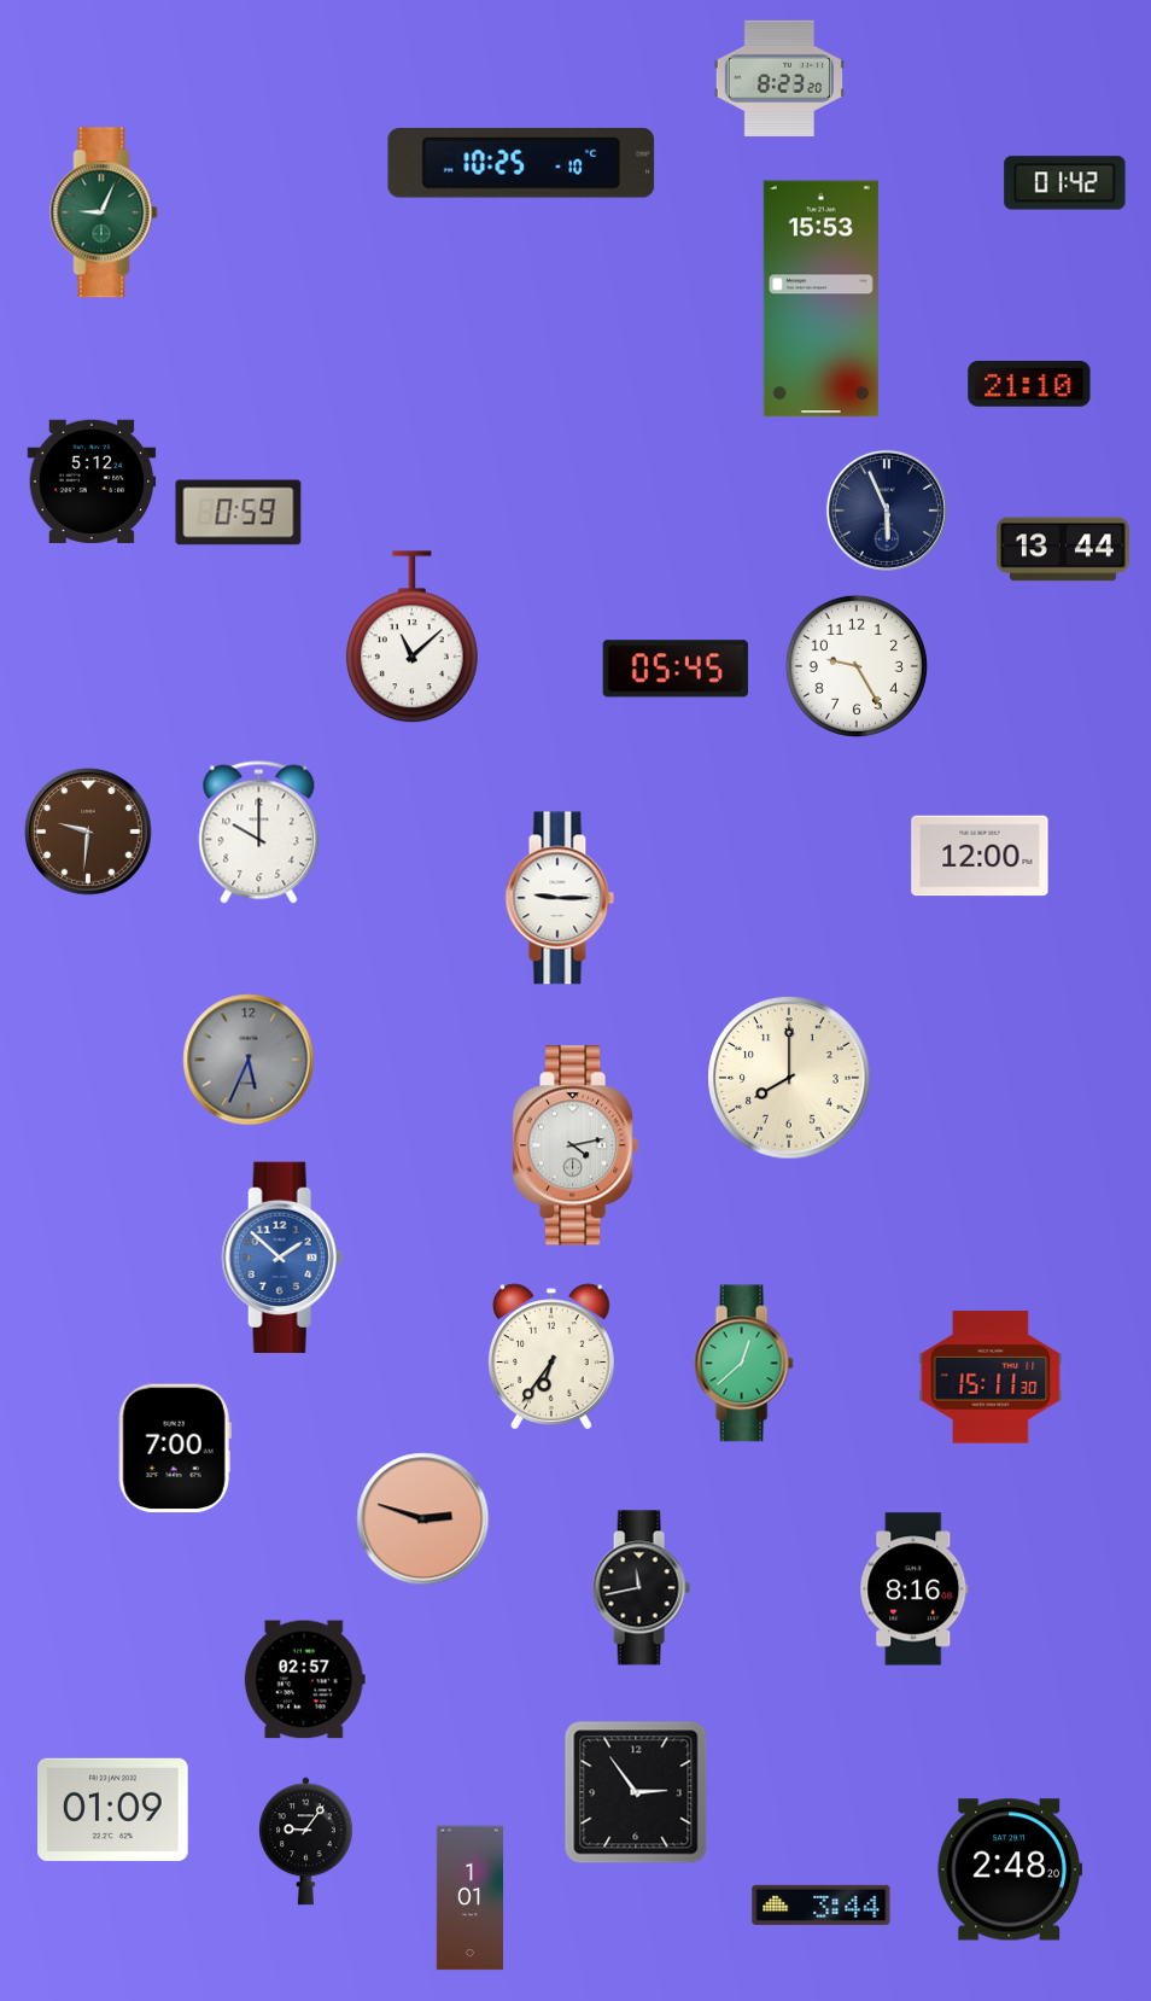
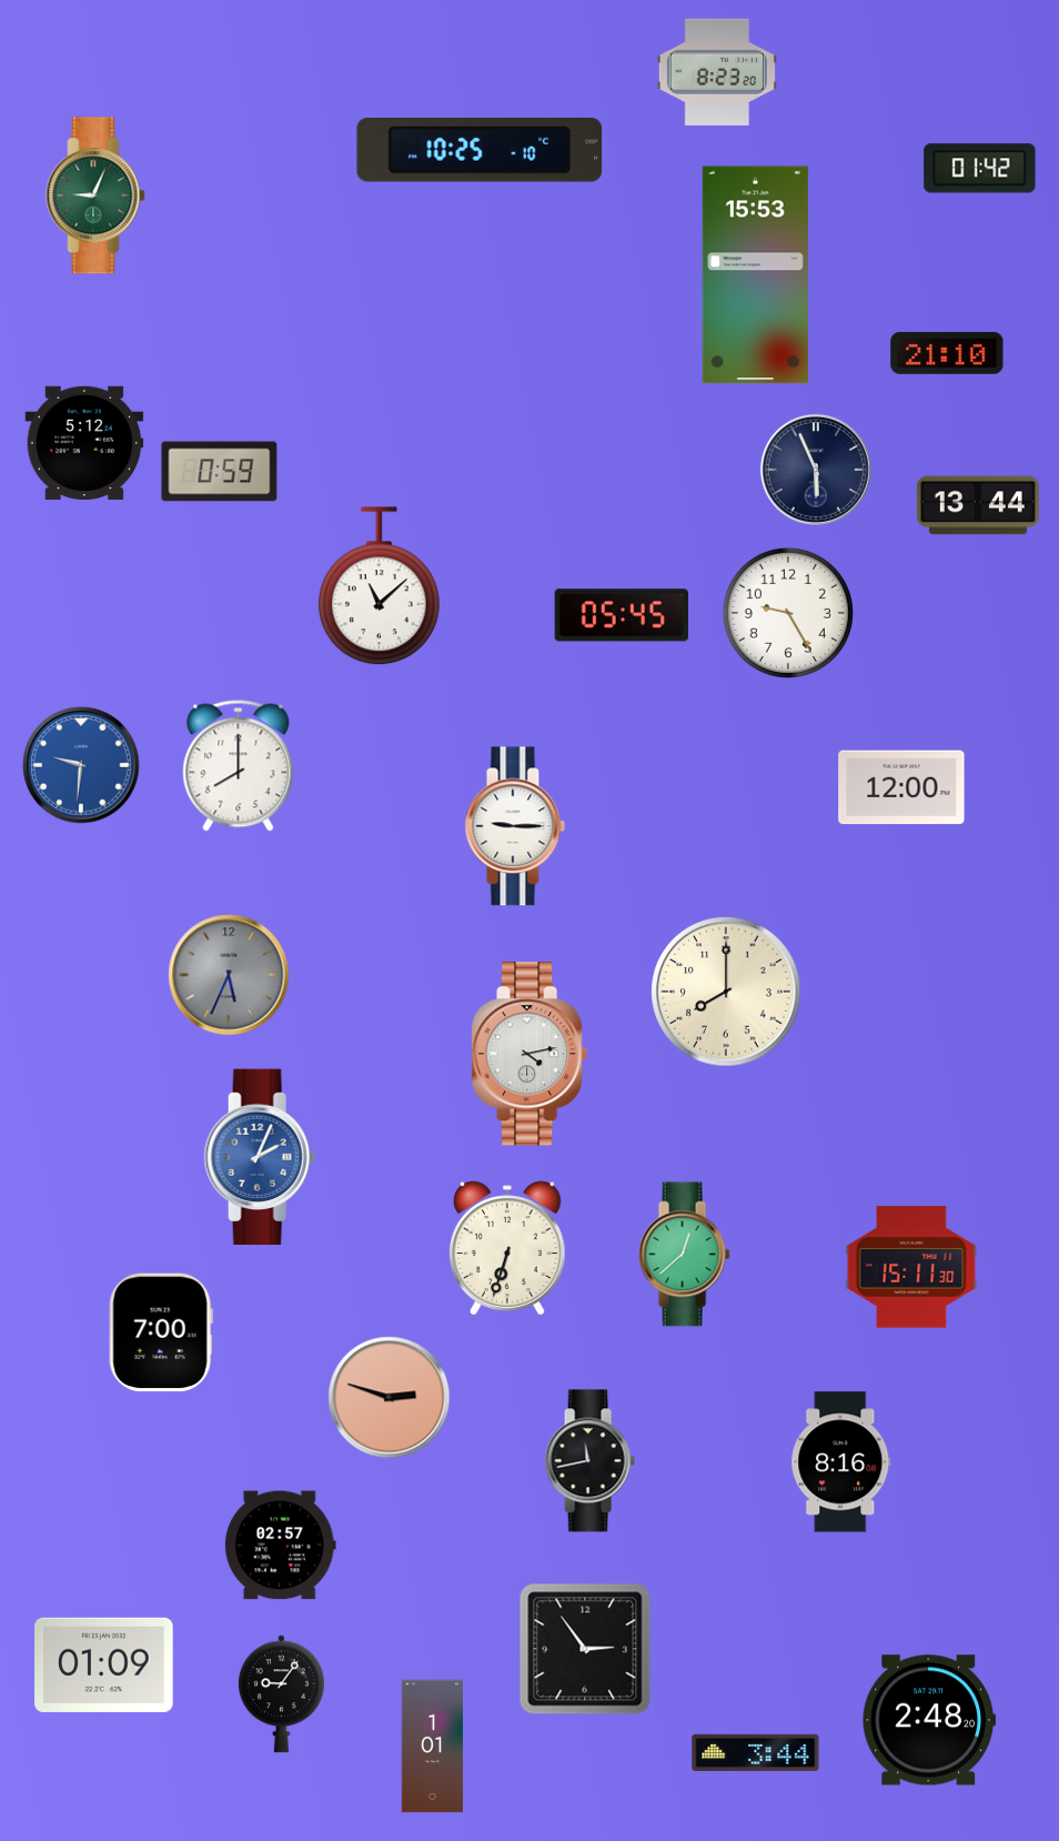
clock at (88, 832) dial: brown -> blue
clock at (259, 833): 10:00 -> 8:00
clock at (282, 1258): 1:52 -> 2:04
clock at (553, 1357): 6:36 -> 6:33
